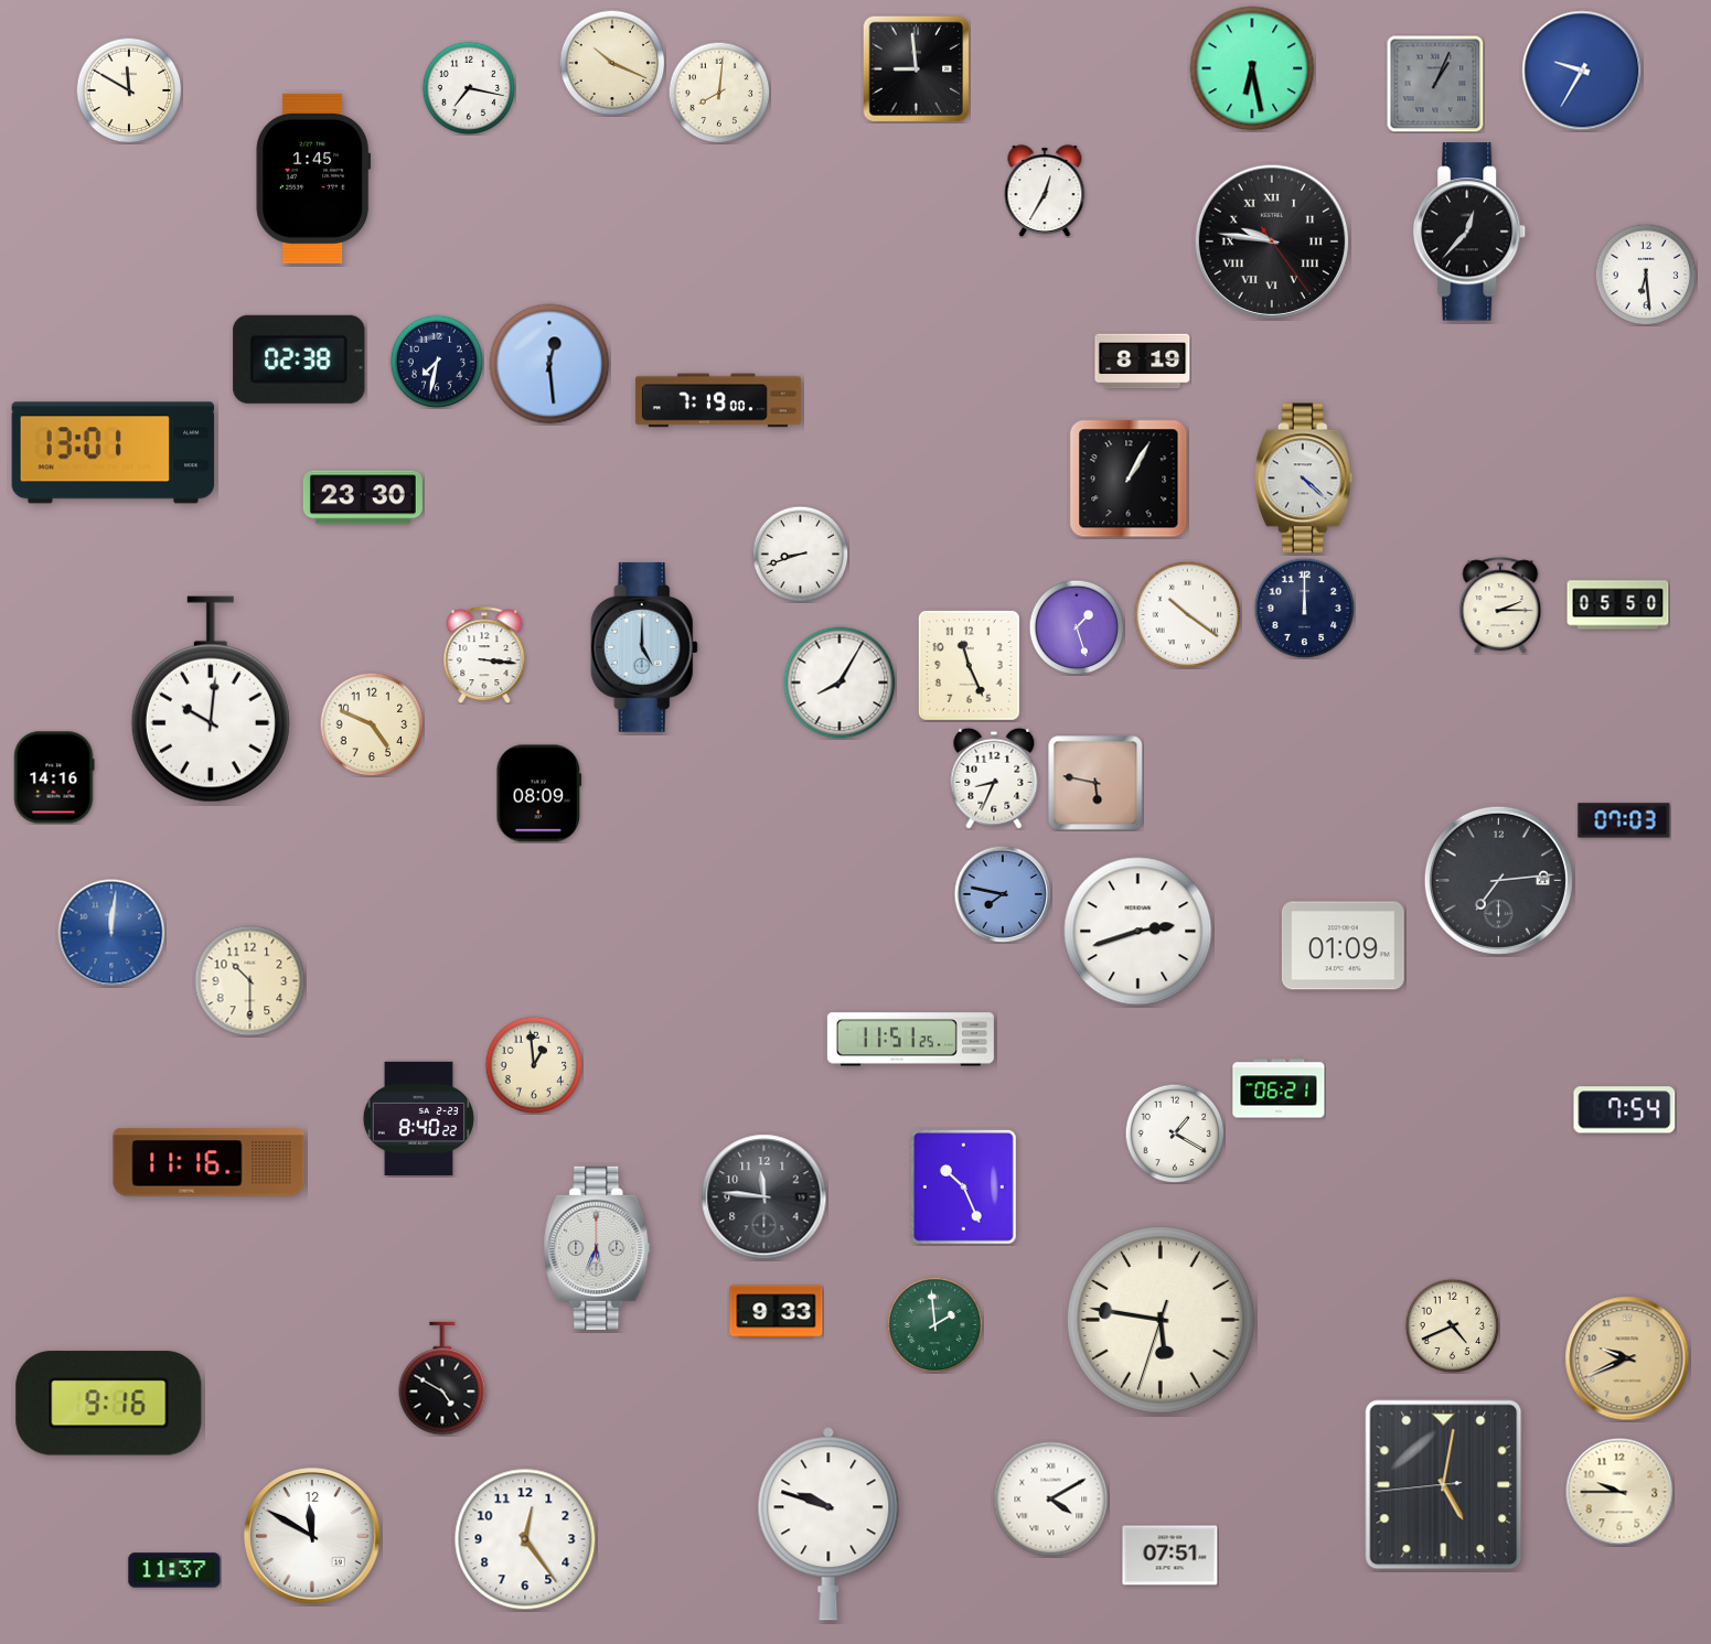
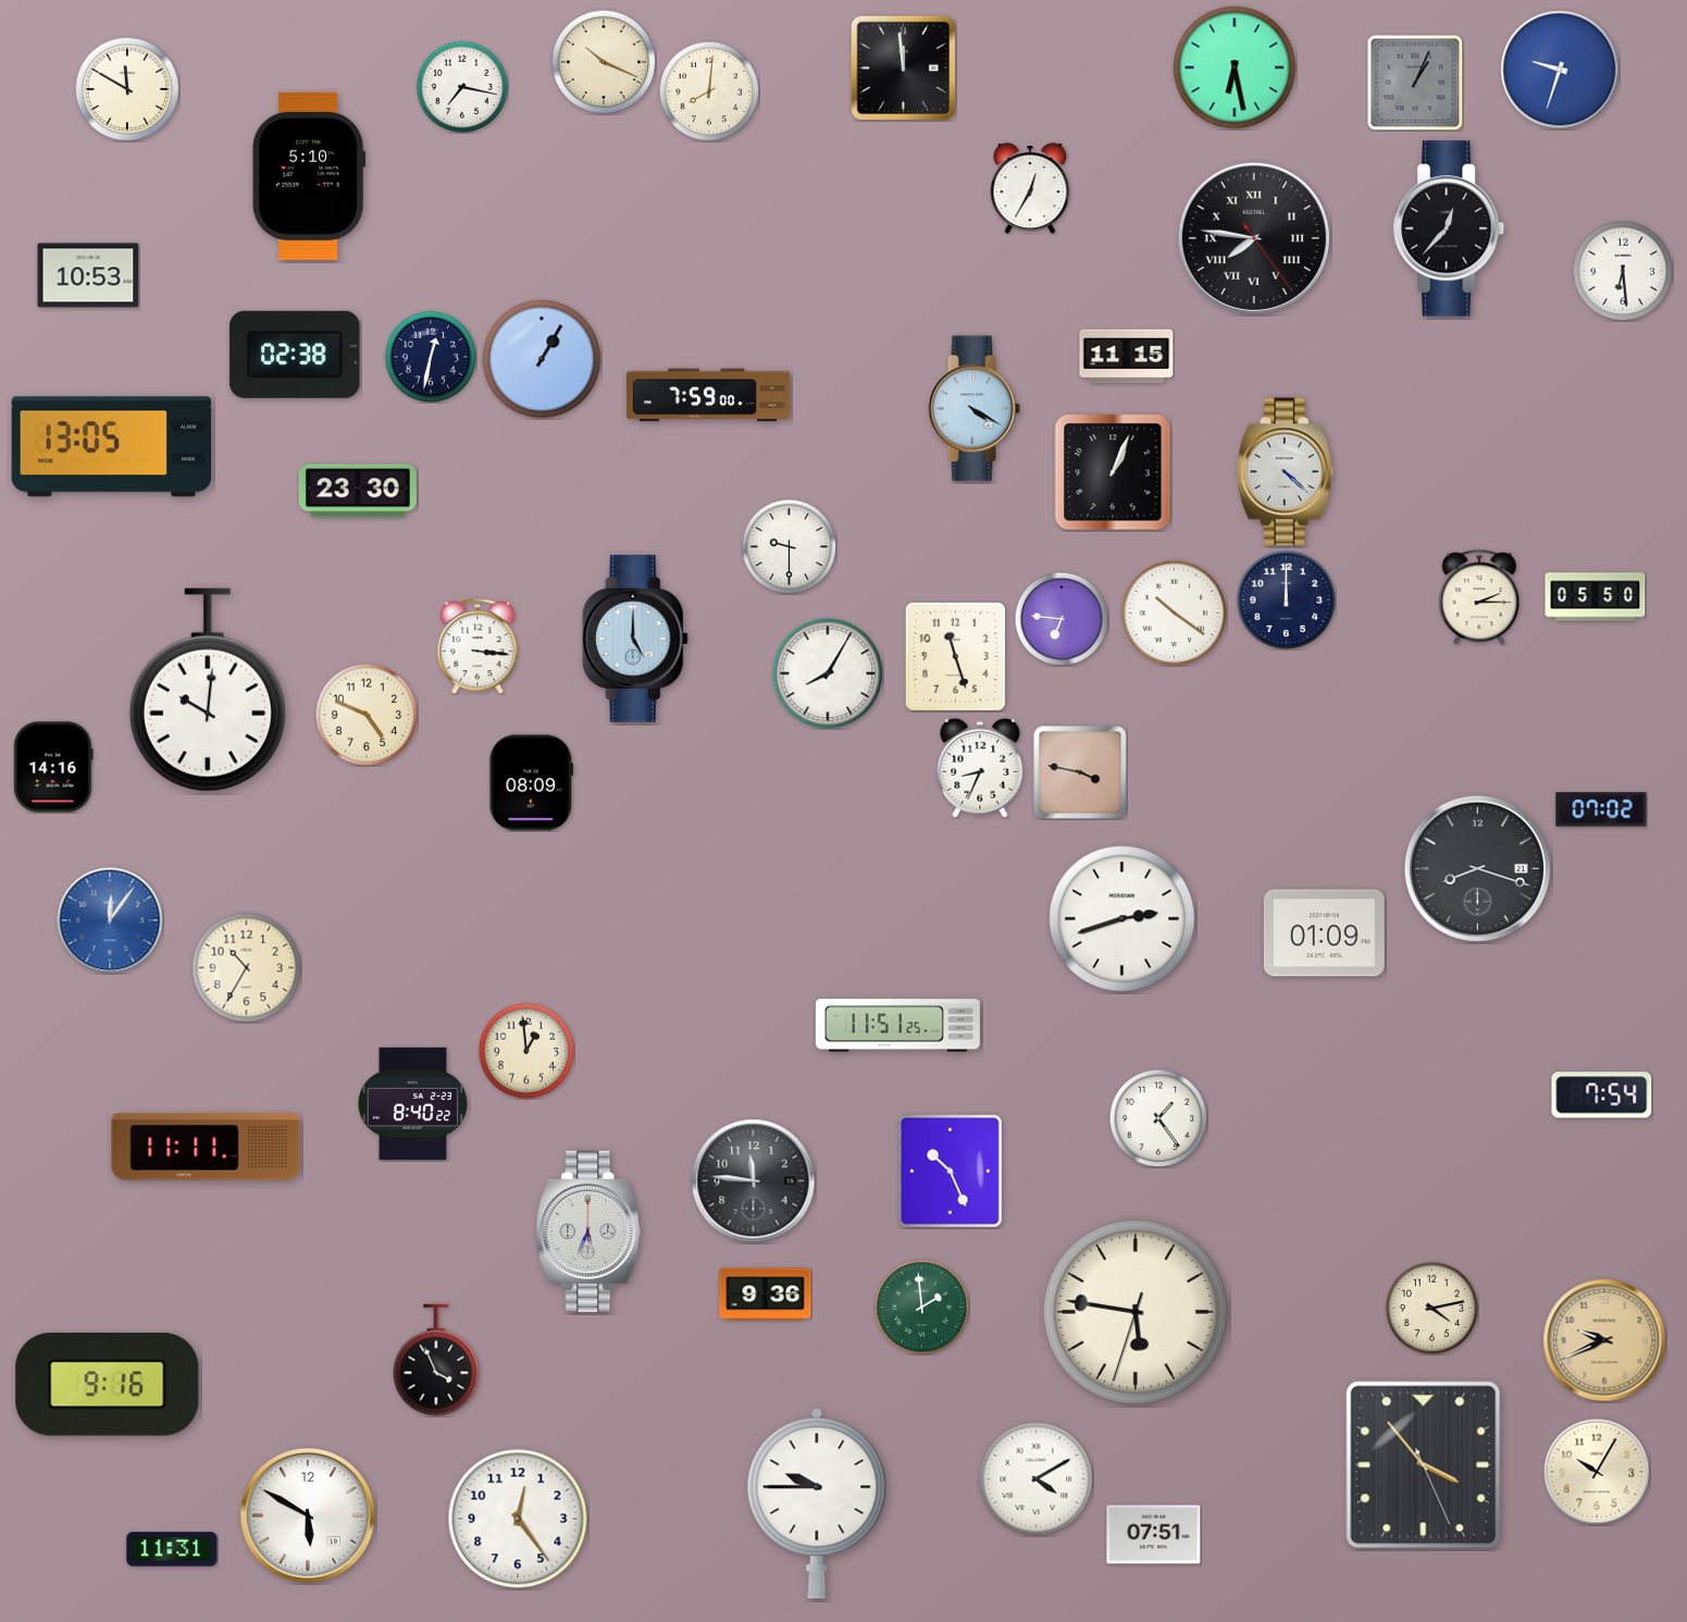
clock at (916, 68): 8:59 -> 11:59
clock at (1582, 71): 9:35 -> 9:33
clock at (313, 179): 1:45 -> 5:10
clock at (1272, 241): 9:46 -> 7:46
clock at (88, 275): none -> 10:53
clock at (437, 362): 7:32 -> 12:32
clock at (1143, 362): 8:19 -> 11:15
clock at (549, 364): 12:29 -> 1:05
clock at (718, 400): 7:19 -> 7:59
clock at (973, 409): none -> 4:20
clock at (114, 453): 13:01 -> 13:05
clock at (1129, 479): 1:05 -> 1:04
clock at (800, 554): 8:42 -> 9:30
clock at (1187, 614) position: (1187, 614) -> (1174, 612)
clock at (1077, 627): 1:27 -> 6:46
clock at (969, 665): 11:26 -> 11:27
clock at (1095, 783): 5:47 -> 3:47
clock at (1624, 820): 07:03 -> 07:02
clock at (1498, 880): 7:14 -> 8:18
clock at (1003, 894): 7:47 -> none
clock at (111, 933): 12:01 -> 12:06
clock at (250, 981): 10:30 -> 10:35
clock at (1279, 1088): 06:21 -> none
clock at (1175, 1133): 1:20 -> 1:24
clock at (208, 1162): 11:16 -> 11:11
clock at (777, 1312): 9:33 -> 9:36
clock at (1162, 1321) position: (1162, 1321) -> (1137, 1313)
clock at (1452, 1325): 4:41 -> 4:13
clock at (442, 1378): 4:50 -> 3:56
clock at (1444, 1485): 5:01 -> 3:53
clock at (1619, 1492): 9:45 -> 10:05
clock at (828, 1524): 9:48 -> 9:45
clock at (313, 1537): 11:50 -> 5:50
clock at (174, 1570): 11:37 -> 11:31
